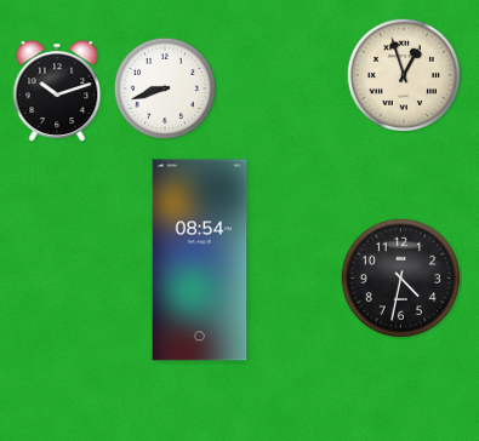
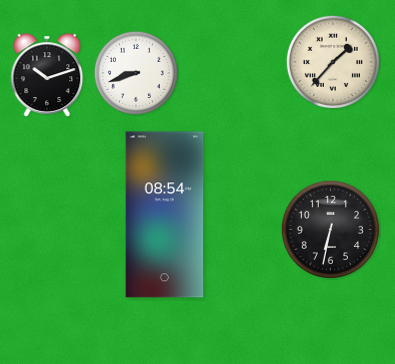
clock at (403, 74): 12:57 -> 1:37
clock at (401, 279): 4:32 -> 6:32
